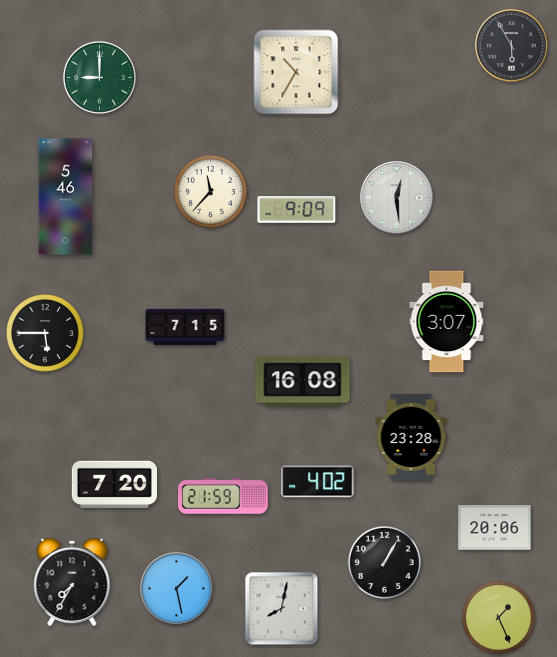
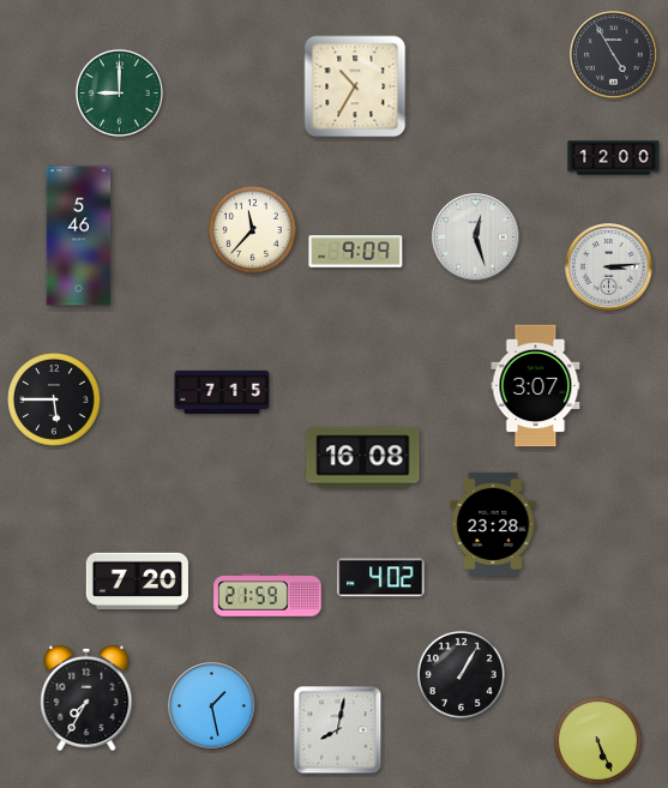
clock at (512, 46): 5:55 -> 4:55
clock at (614, 158): none -> 12:00
clock at (397, 198): 12:29 -> 12:27
clock at (609, 267): none -> 3:14
clock at (495, 528): 20:06 -> none
clock at (498, 617): 1:26 -> 5:26
